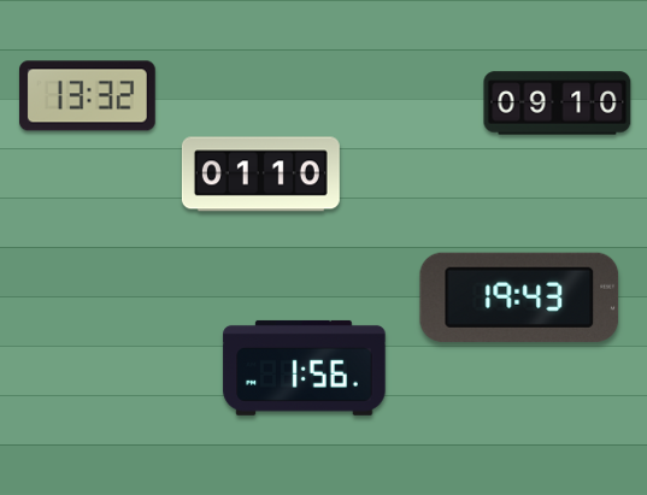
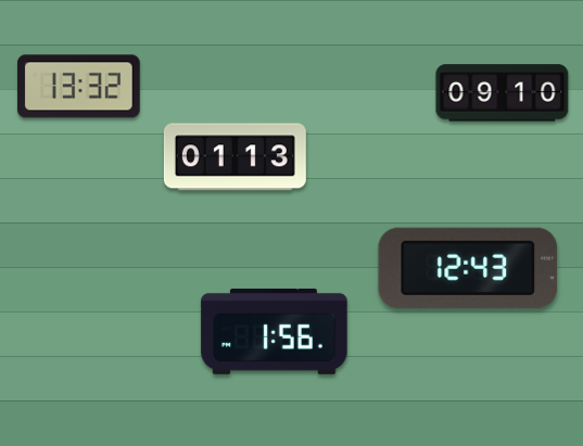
clock at (260, 175): 01:10 -> 01:13
clock at (519, 297): 19:43 -> 12:43
